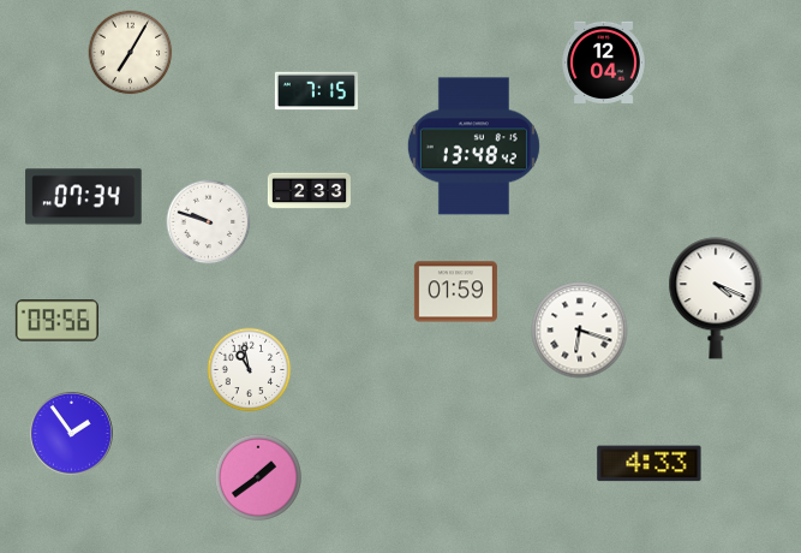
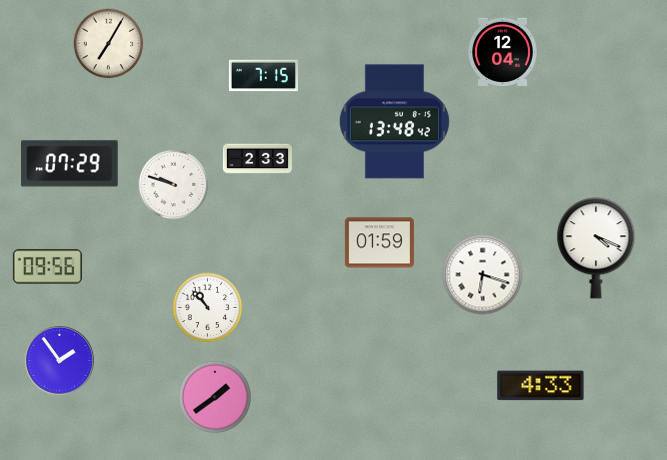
clock at (84, 197): 07:34 -> 07:29
clock at (250, 370): 10:58 -> 10:53
